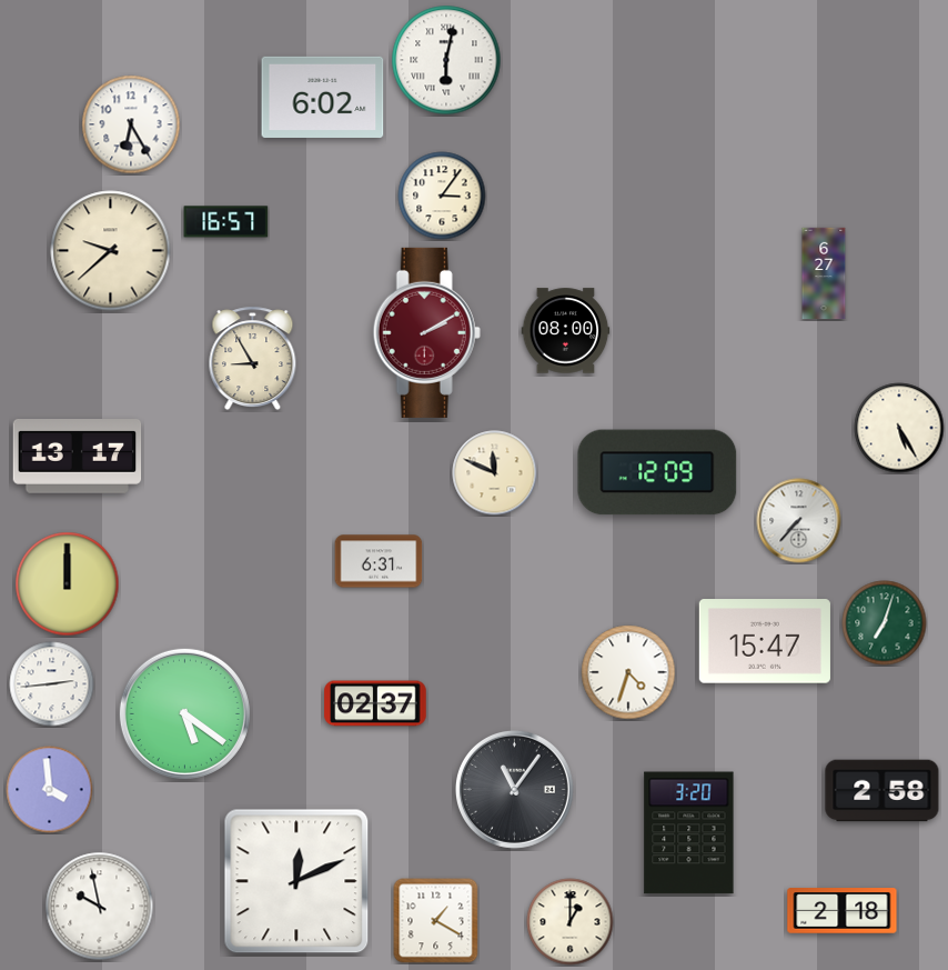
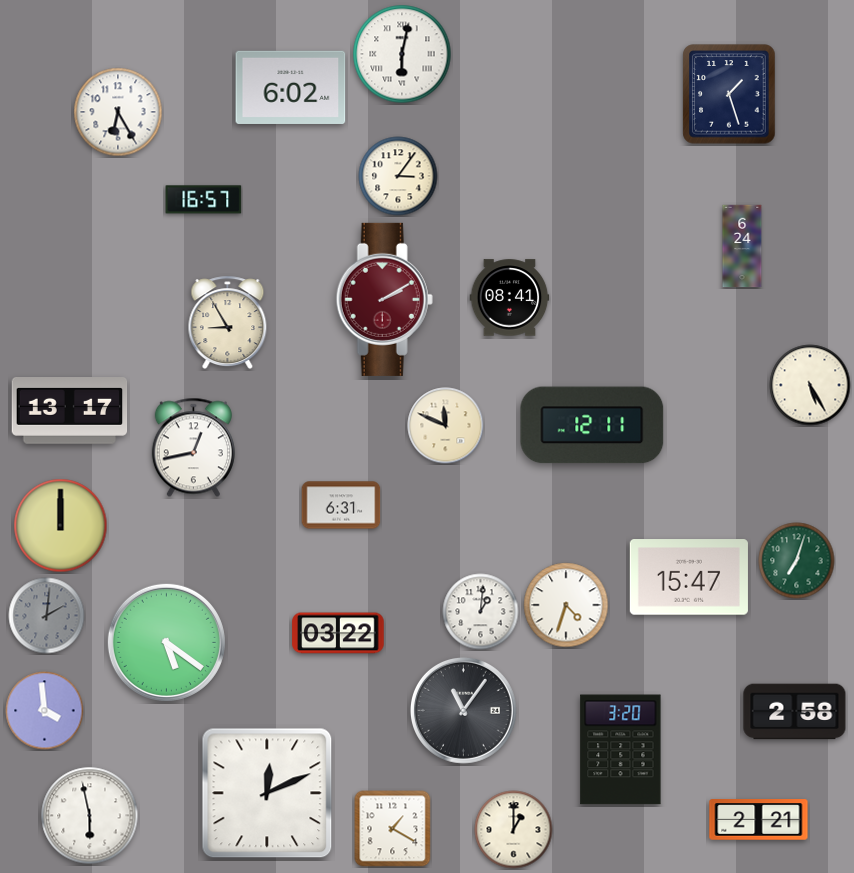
clock at (729, 94): none -> 1:27
clock at (111, 251): 9:38 -> none
clock at (824, 273): 6:27 -> 6:24
clock at (566, 331): 08:00 -> 08:41
clock at (657, 472): 12:09 -> 12:11
clock at (193, 448): none -> 12:43
clock at (799, 521): 7:37 -> none
clock at (481, 612): none -> 1:01
clock at (52, 684): 2:44 -> 2:01
clock at (52, 684) dial: white -> grey
clock at (375, 703): 02:37 -> 03:22
clock at (100, 907): 9:58 -> 5:58
clock at (843, 911): 2:18 -> 2:21
